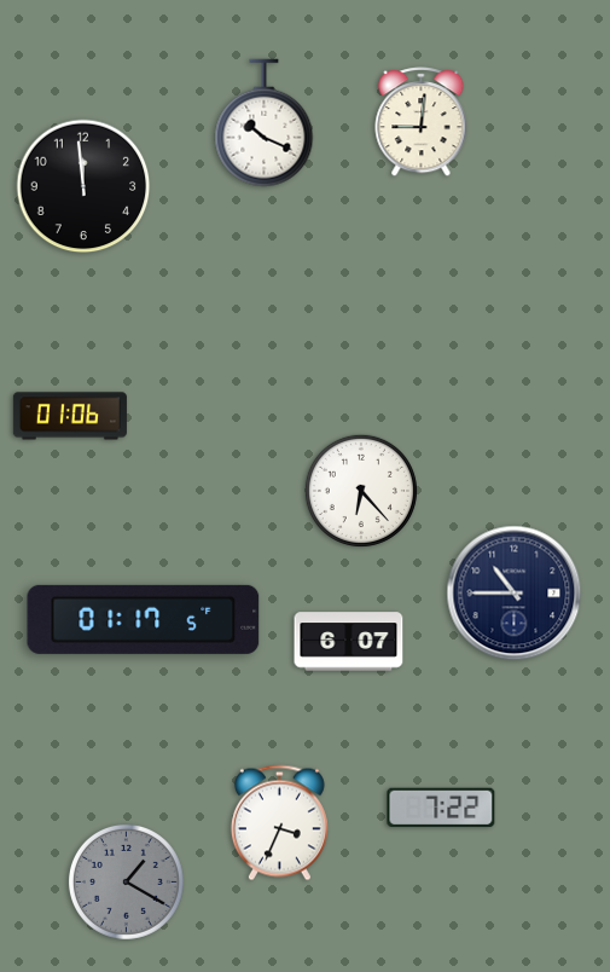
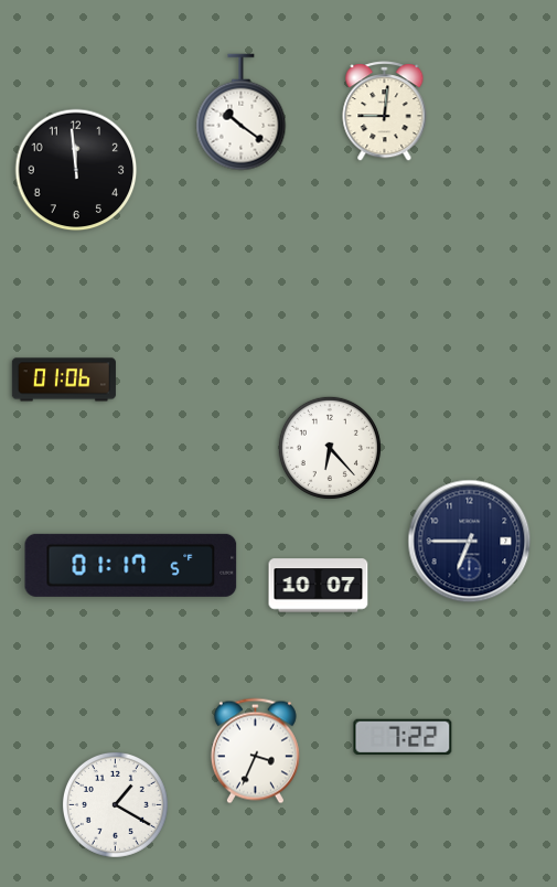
clock at (265, 123): 10:19 -> 10:21
clock at (515, 594): 10:45 -> 6:45
clock at (349, 642): 6:07 -> 10:07
clock at (126, 881) dial: grey -> white
